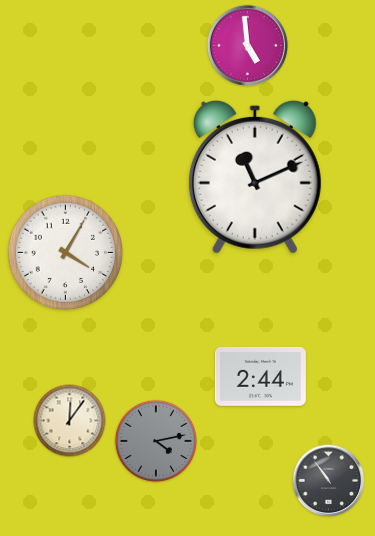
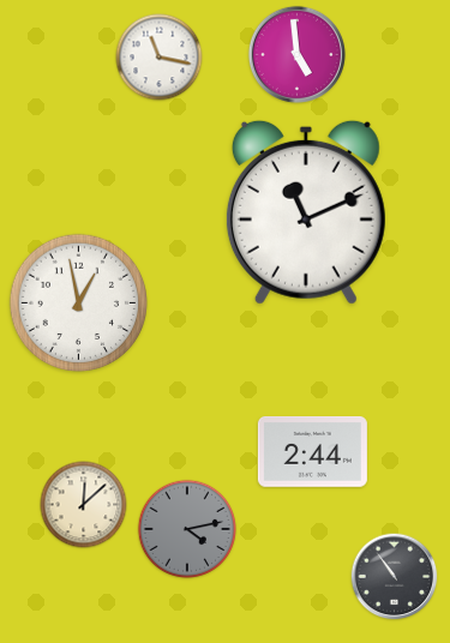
clock at (160, 58): none -> 11:17
clock at (65, 252): 4:05 -> 12:58
clock at (70, 421): 12:06 -> 12:08
